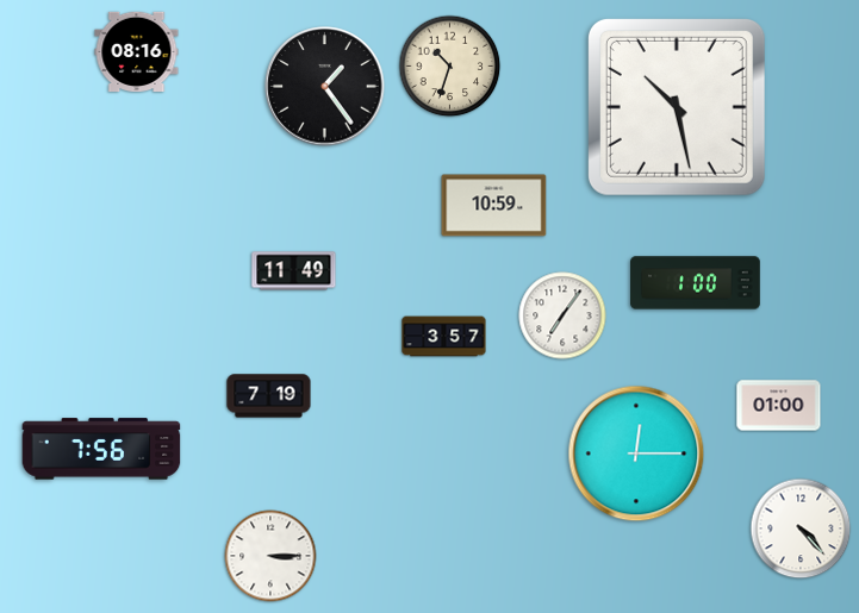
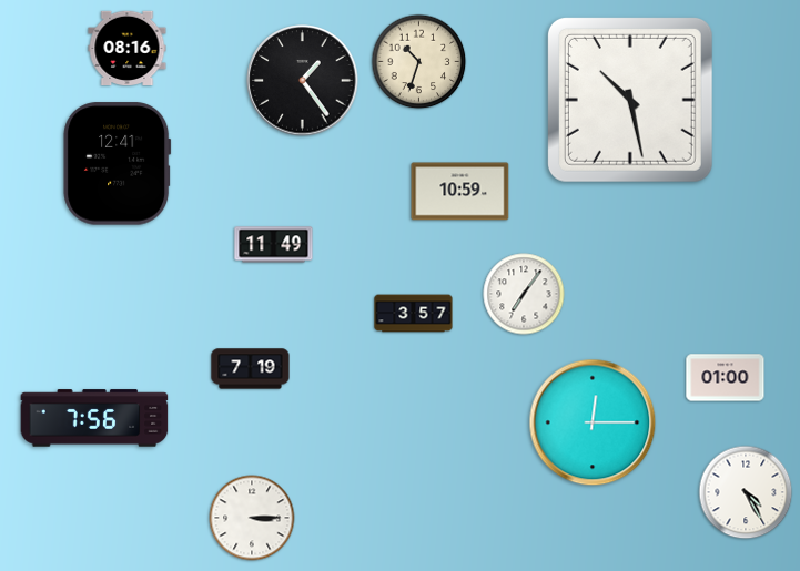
clock at (118, 164): none -> 12:41
clock at (294, 271) position: (294, 271) -> (274, 245)
clock at (696, 283): 1:00 -> none
clock at (801, 528): 4:23 -> 4:25
